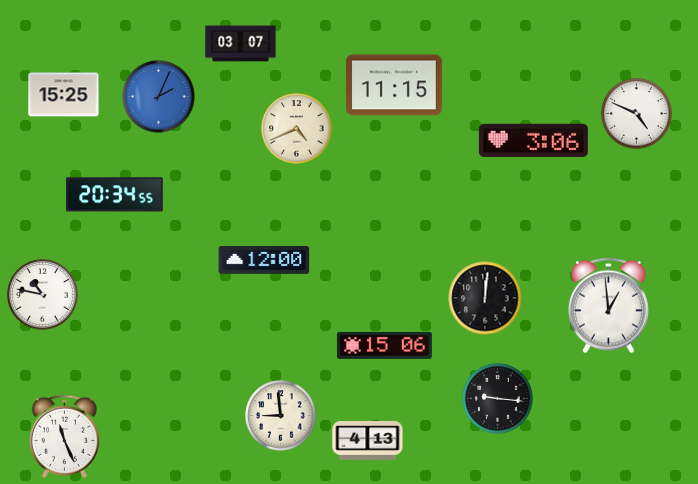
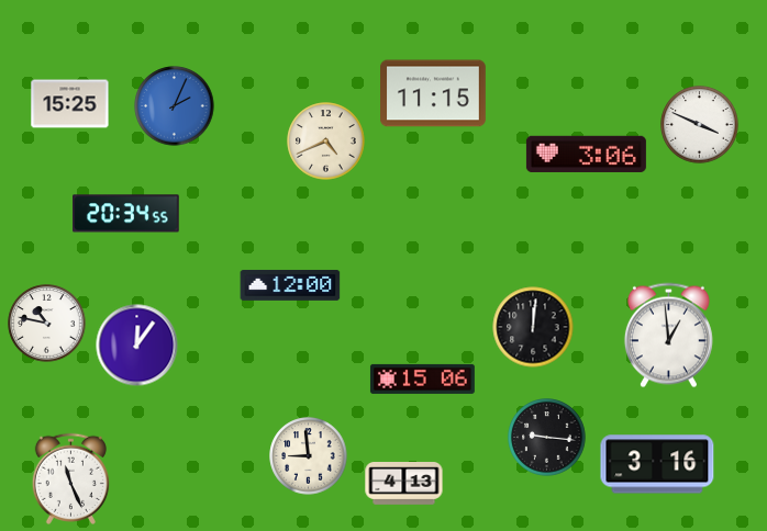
clock at (241, 44): 03:07 -> none
clock at (637, 114): 4:49 -> 3:49
clock at (137, 346): none -> 12:06
clock at (657, 464): none -> 3:16
